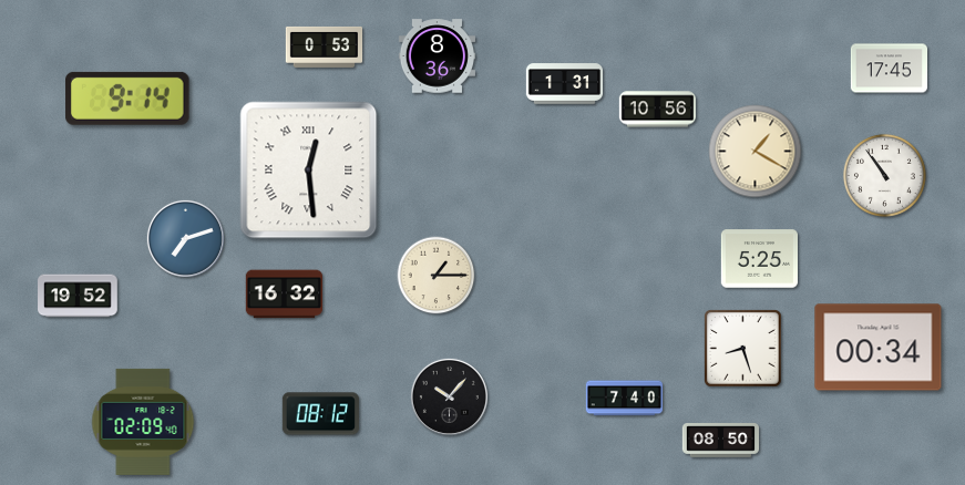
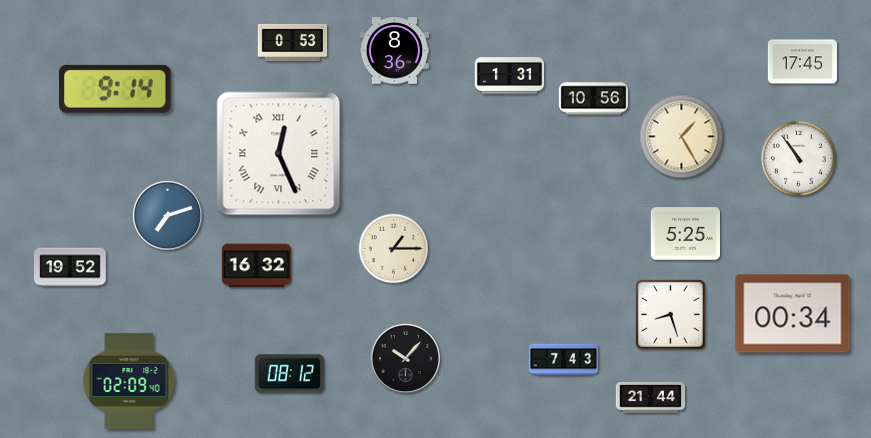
clock at (756, 152): 1:20 -> 1:25
clock at (309, 171): 12:29 -> 12:26
clock at (625, 399): 7:40 -> 7:43
clock at (721, 441): 08:50 -> 21:44
